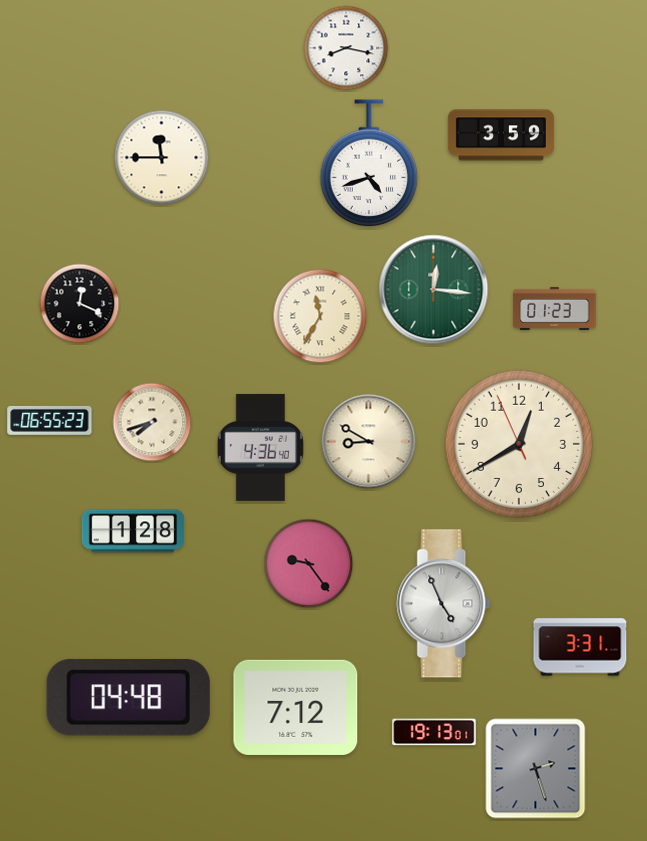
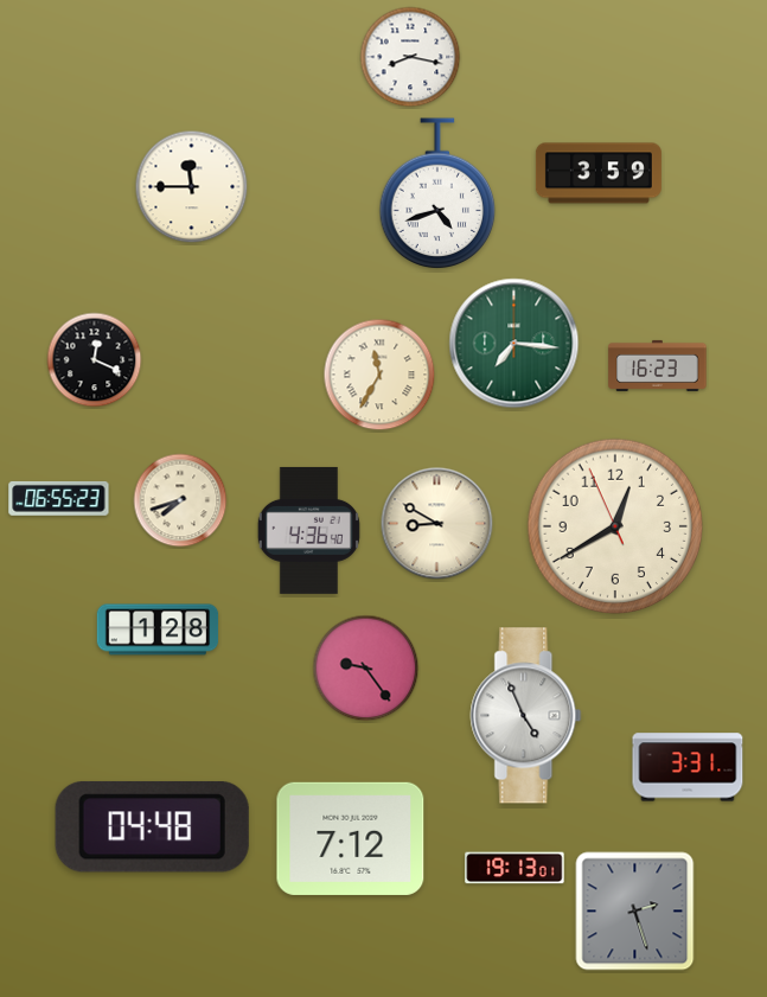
clock at (501, 135) position: (501, 135) -> (599, 173)
clock at (434, 290): 12:16 -> 7:16
clock at (555, 308): 01:23 -> 16:23
